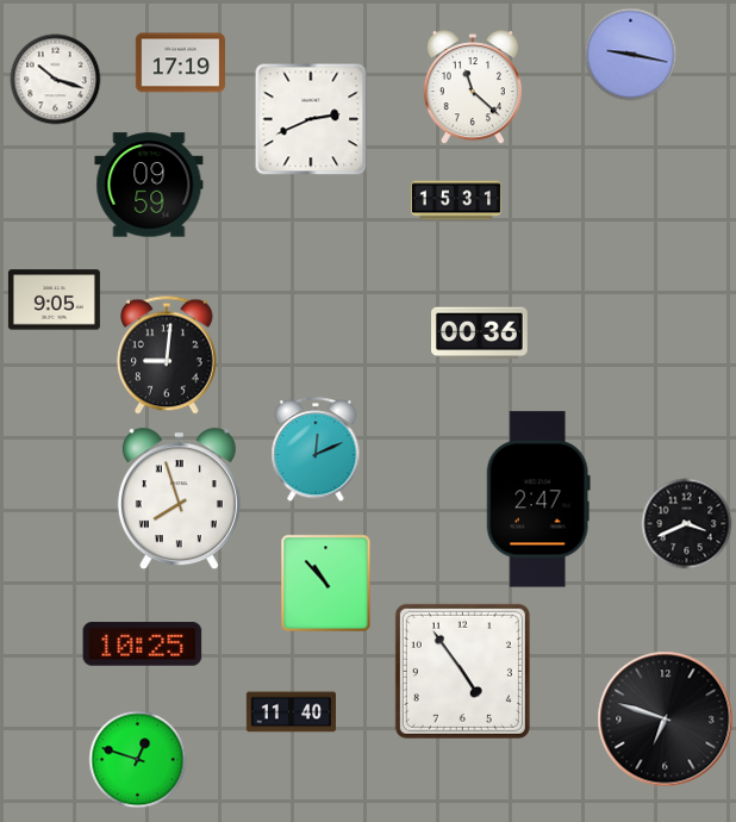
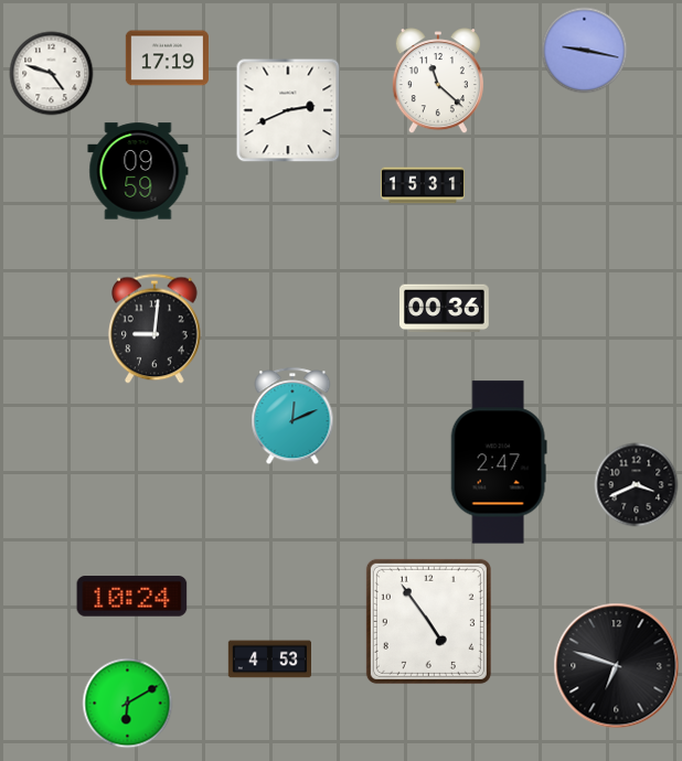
clock at (56, 80): 10:18 -> 4:48
clock at (54, 300): 9:05 -> none
clock at (179, 499): 7:57 -> none
clock at (326, 584): 10:53 -> none
clock at (143, 644): 10:25 -> 10:24
clock at (291, 712): 11:40 -> 4:53
clock at (138, 760): 12:48 -> 6:10
